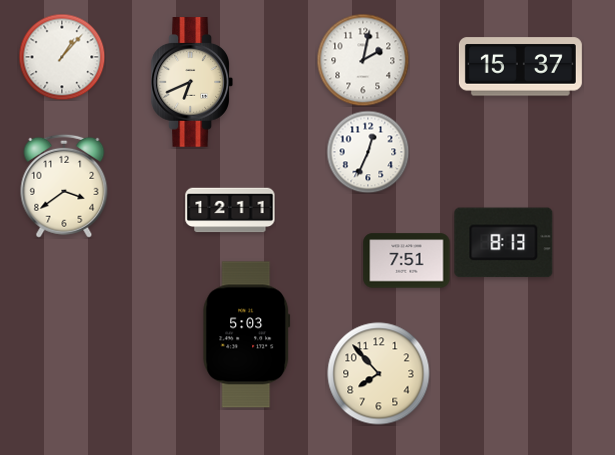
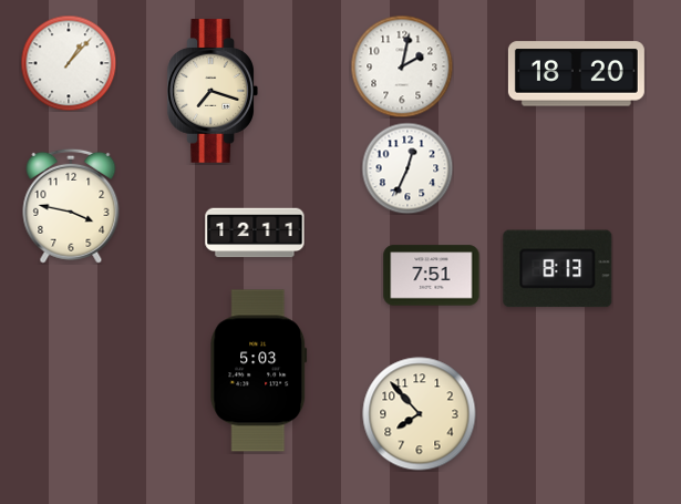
clock at (520, 67): 15:37 -> 18:20
clock at (191, 82): 6:41 -> 7:18
clock at (64, 186): 3:39 -> 3:47
clock at (407, 261) position: (407, 261) -> (432, 276)
clock at (247, 335) position: (247, 335) -> (259, 371)
